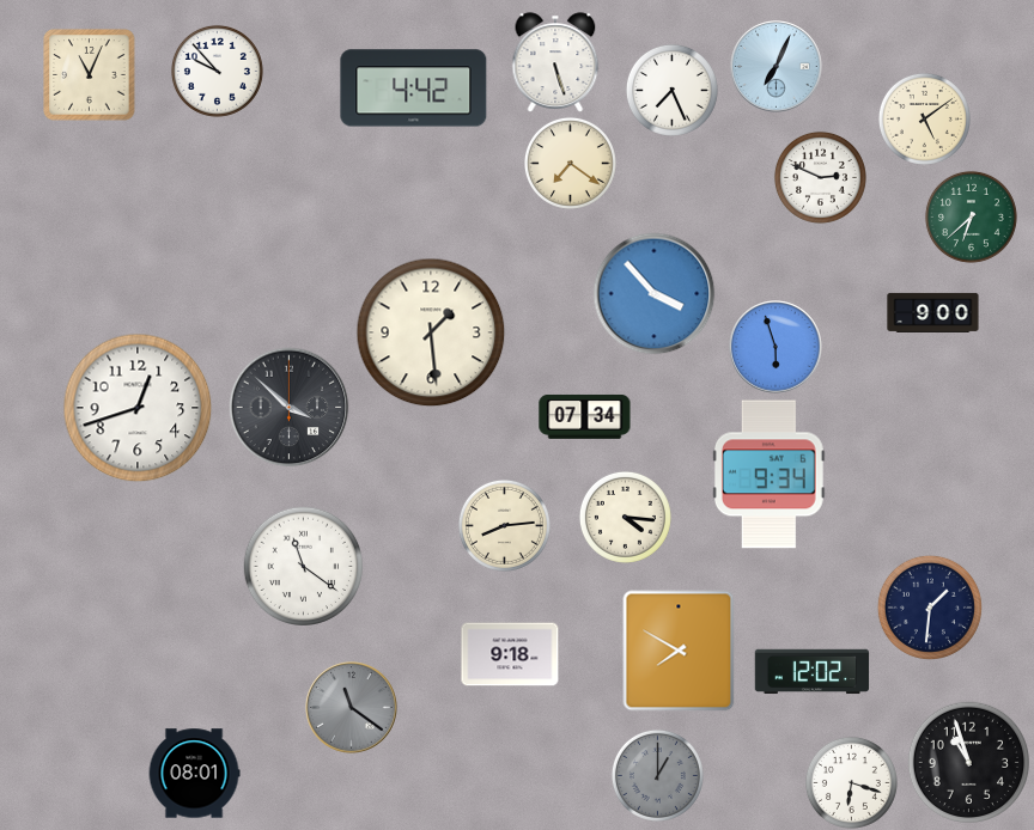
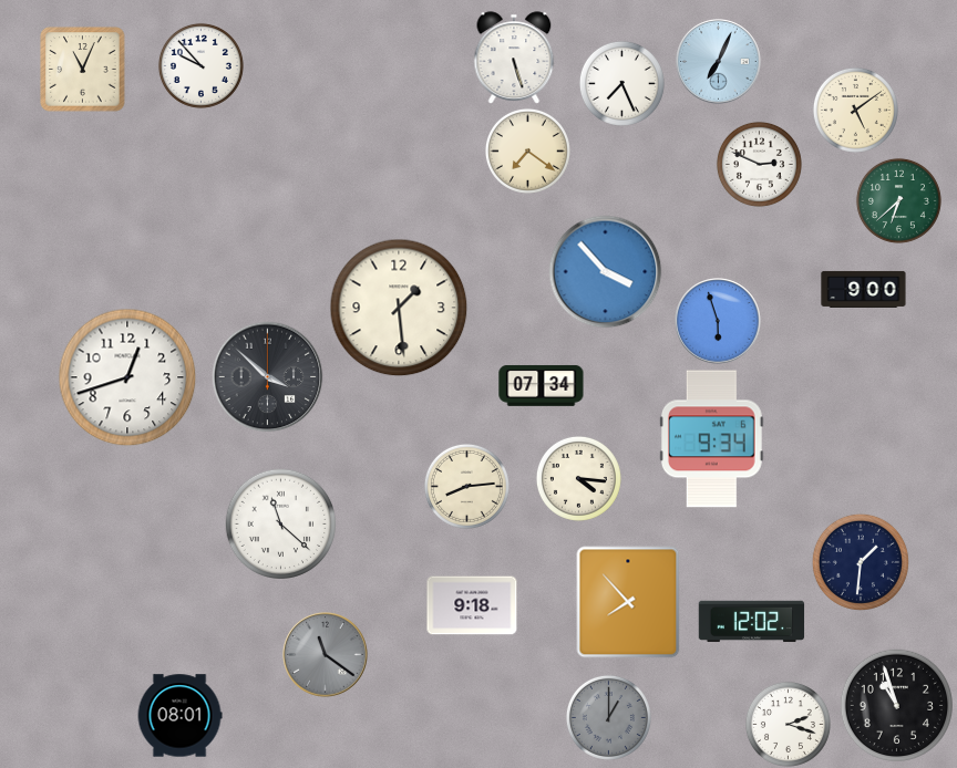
clock at (414, 89): 4:42 -> none
clock at (303, 566): 11:21 -> 11:22
clock at (679, 651): 7:50 -> 7:53
clock at (851, 782): 6:18 -> 2:18
